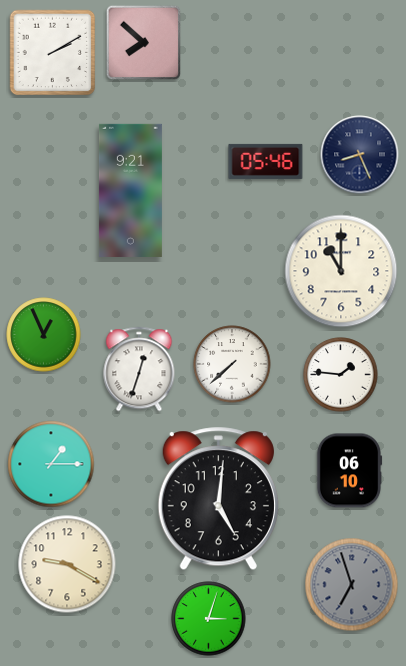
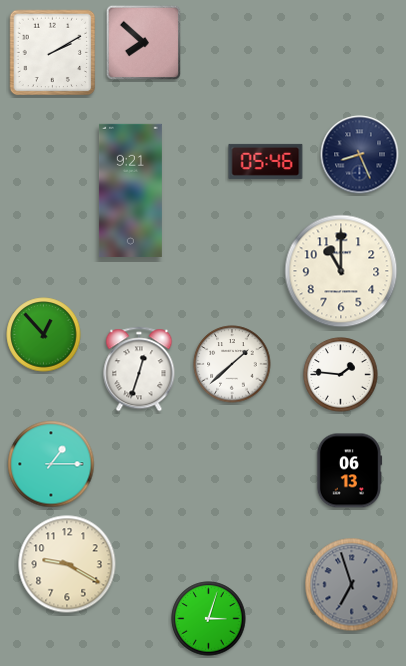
clock at (44, 335): 12:56 -> 12:53
clock at (232, 364): 7:38 -> 1:38
clock at (349, 471): 06:10 -> 06:13
clock at (218, 499): 5:01 -> none
